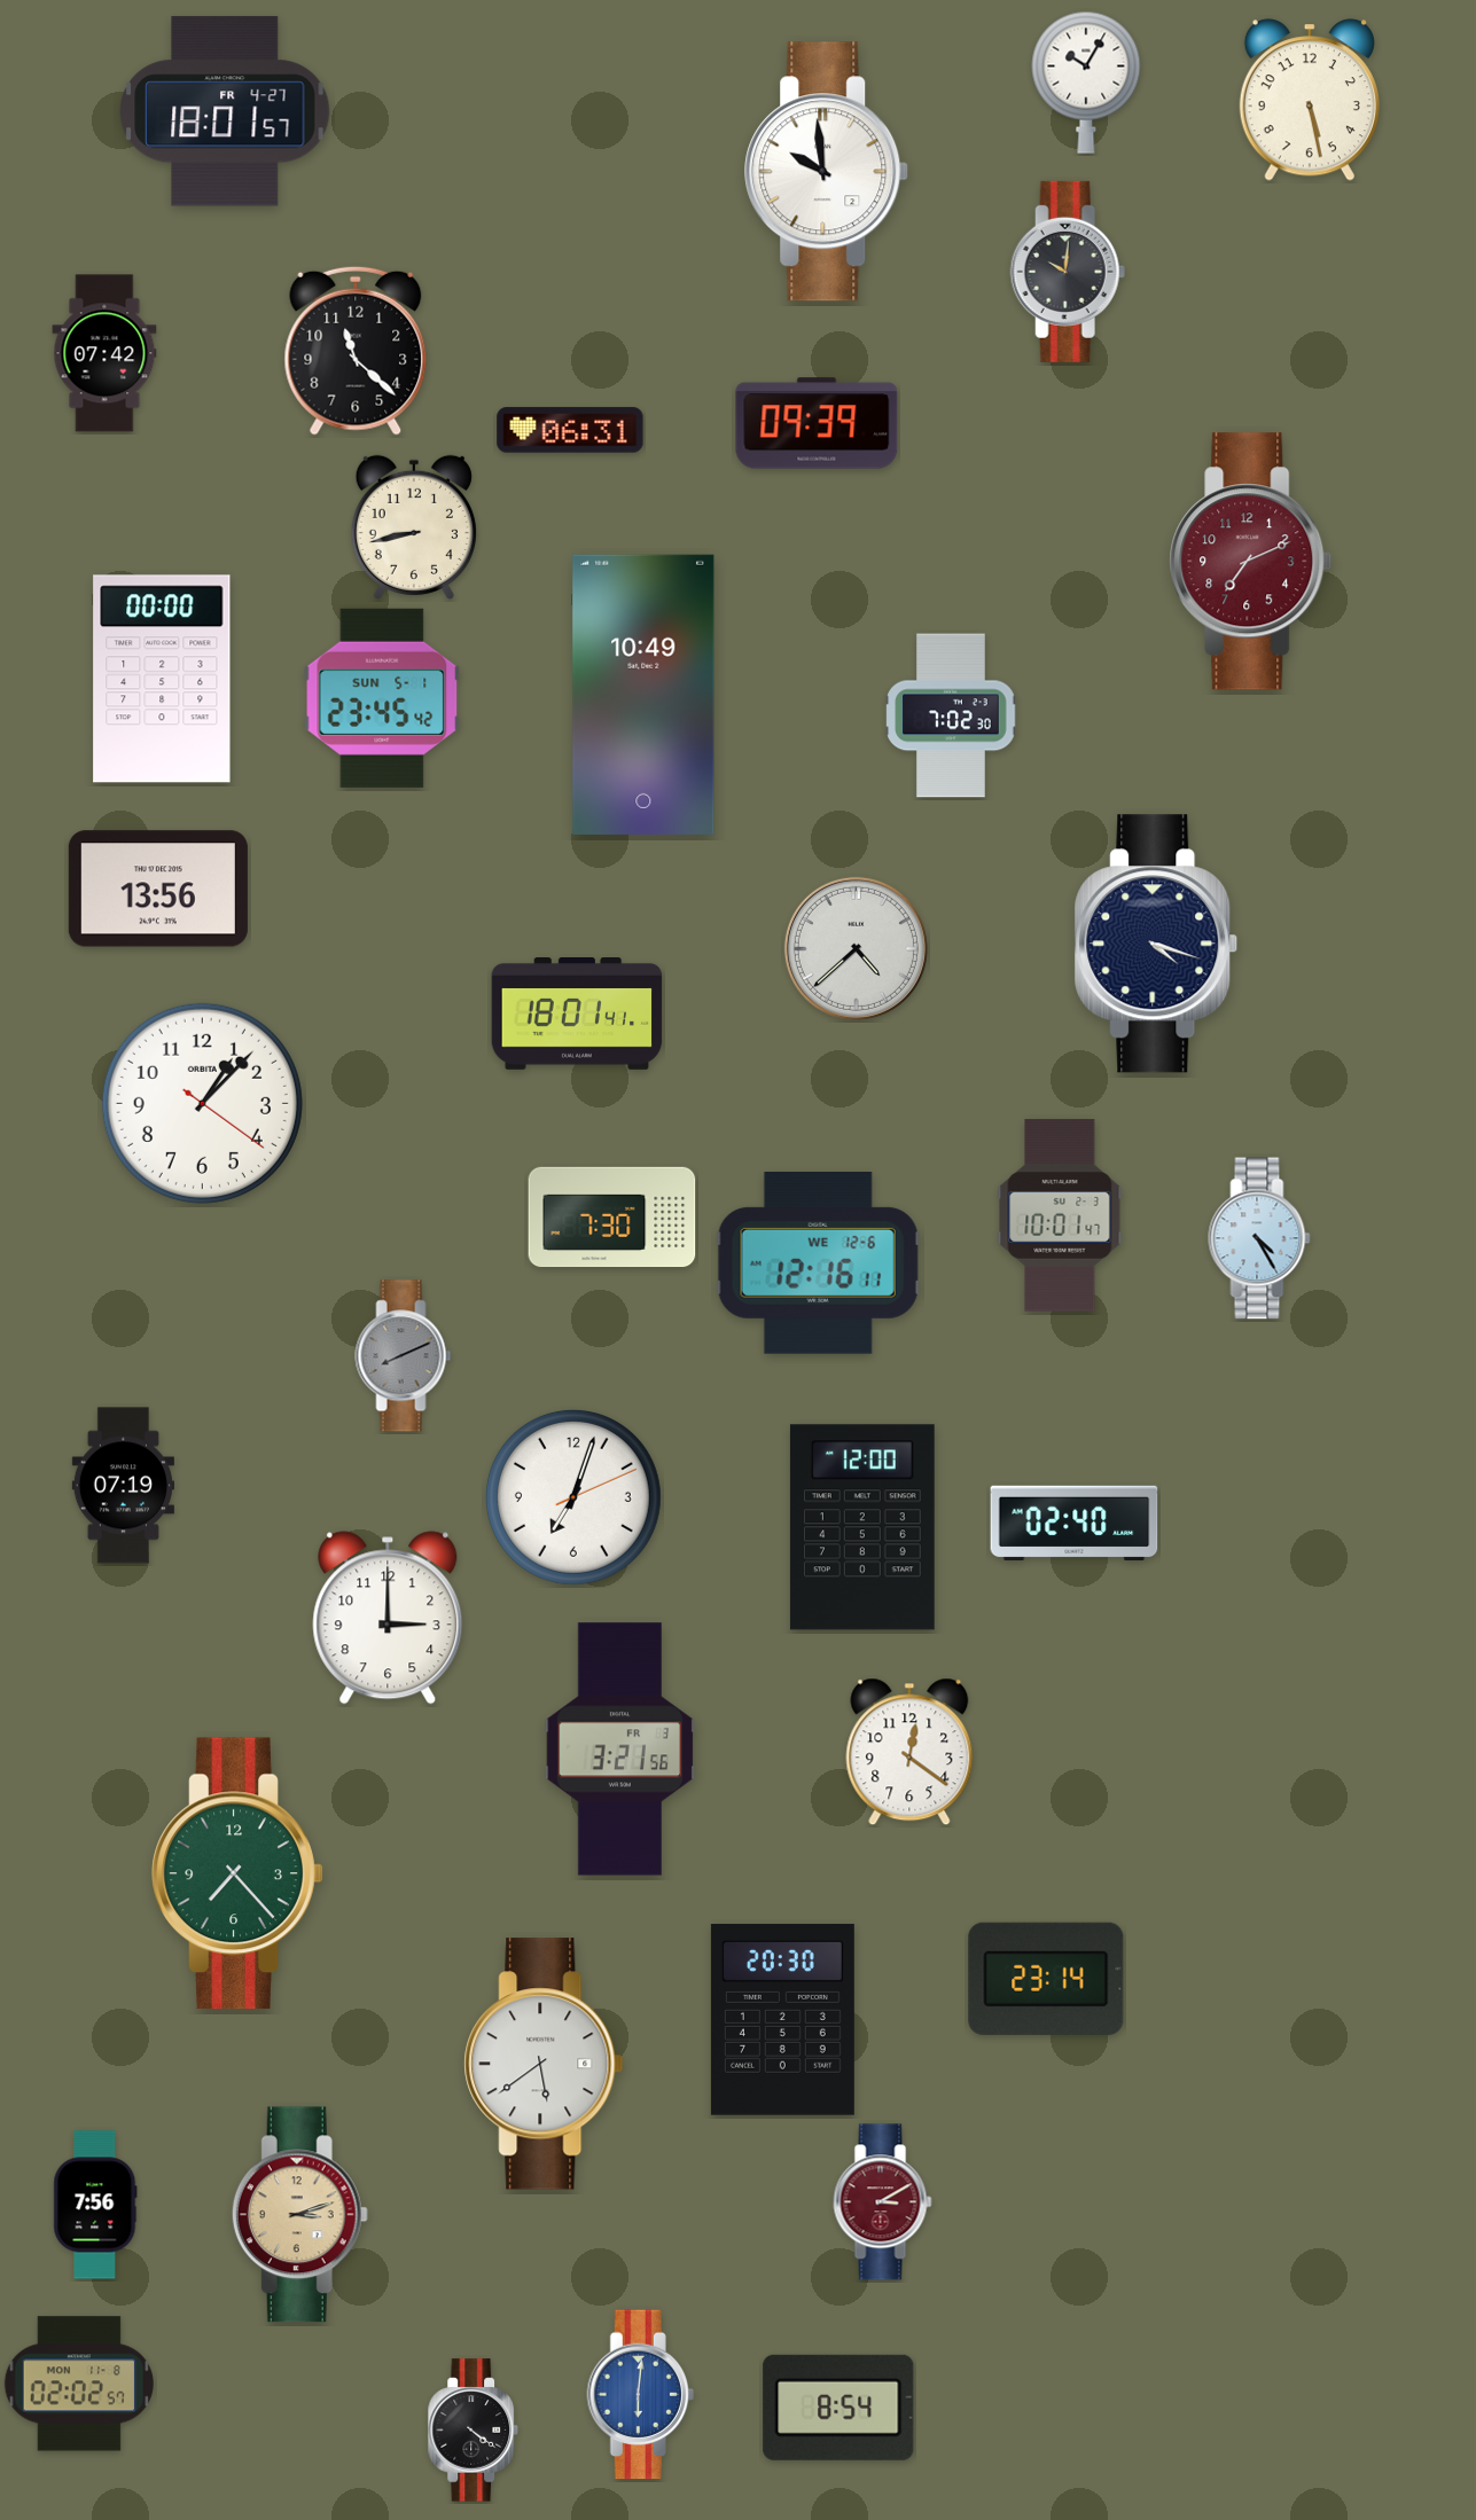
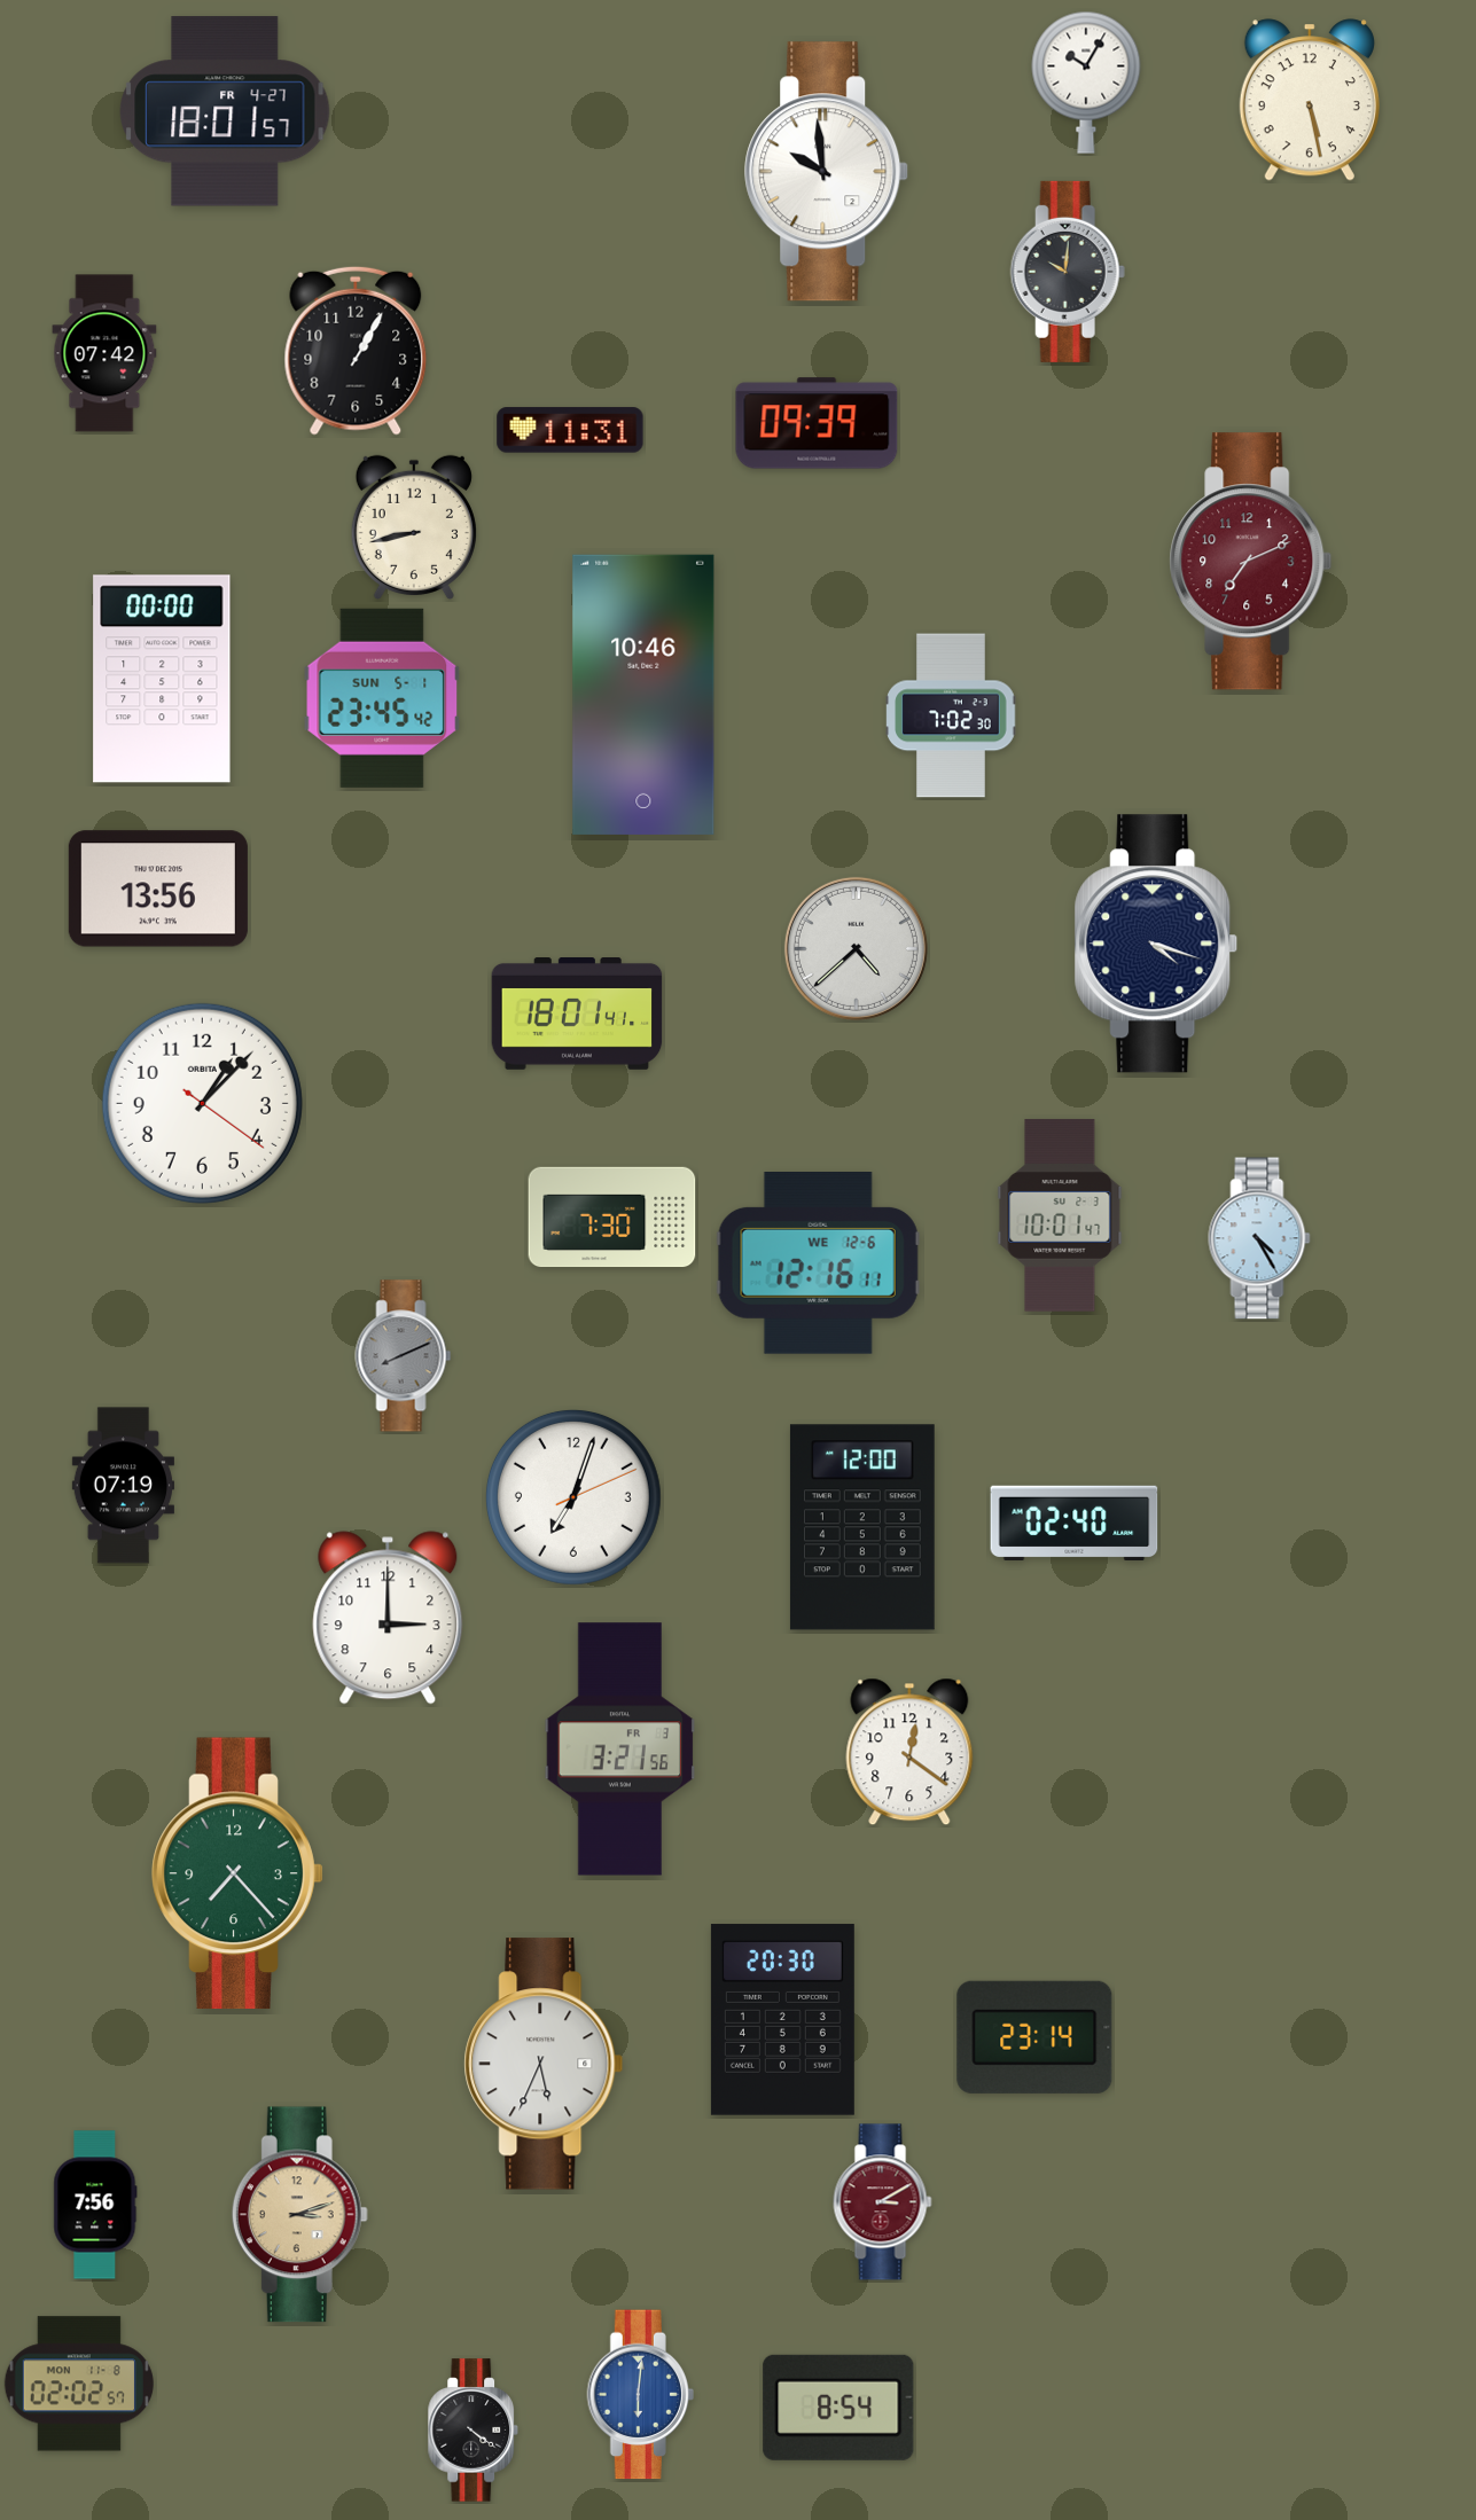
clock at (356, 351): 11:22 -> 1:05
clock at (570, 430): 06:31 -> 11:31
clock at (643, 695): 10:49 -> 10:46
clock at (1046, 1979) position: (1046, 1979) -> (1034, 2037)
clock at (544, 2064): 5:39 -> 5:34
